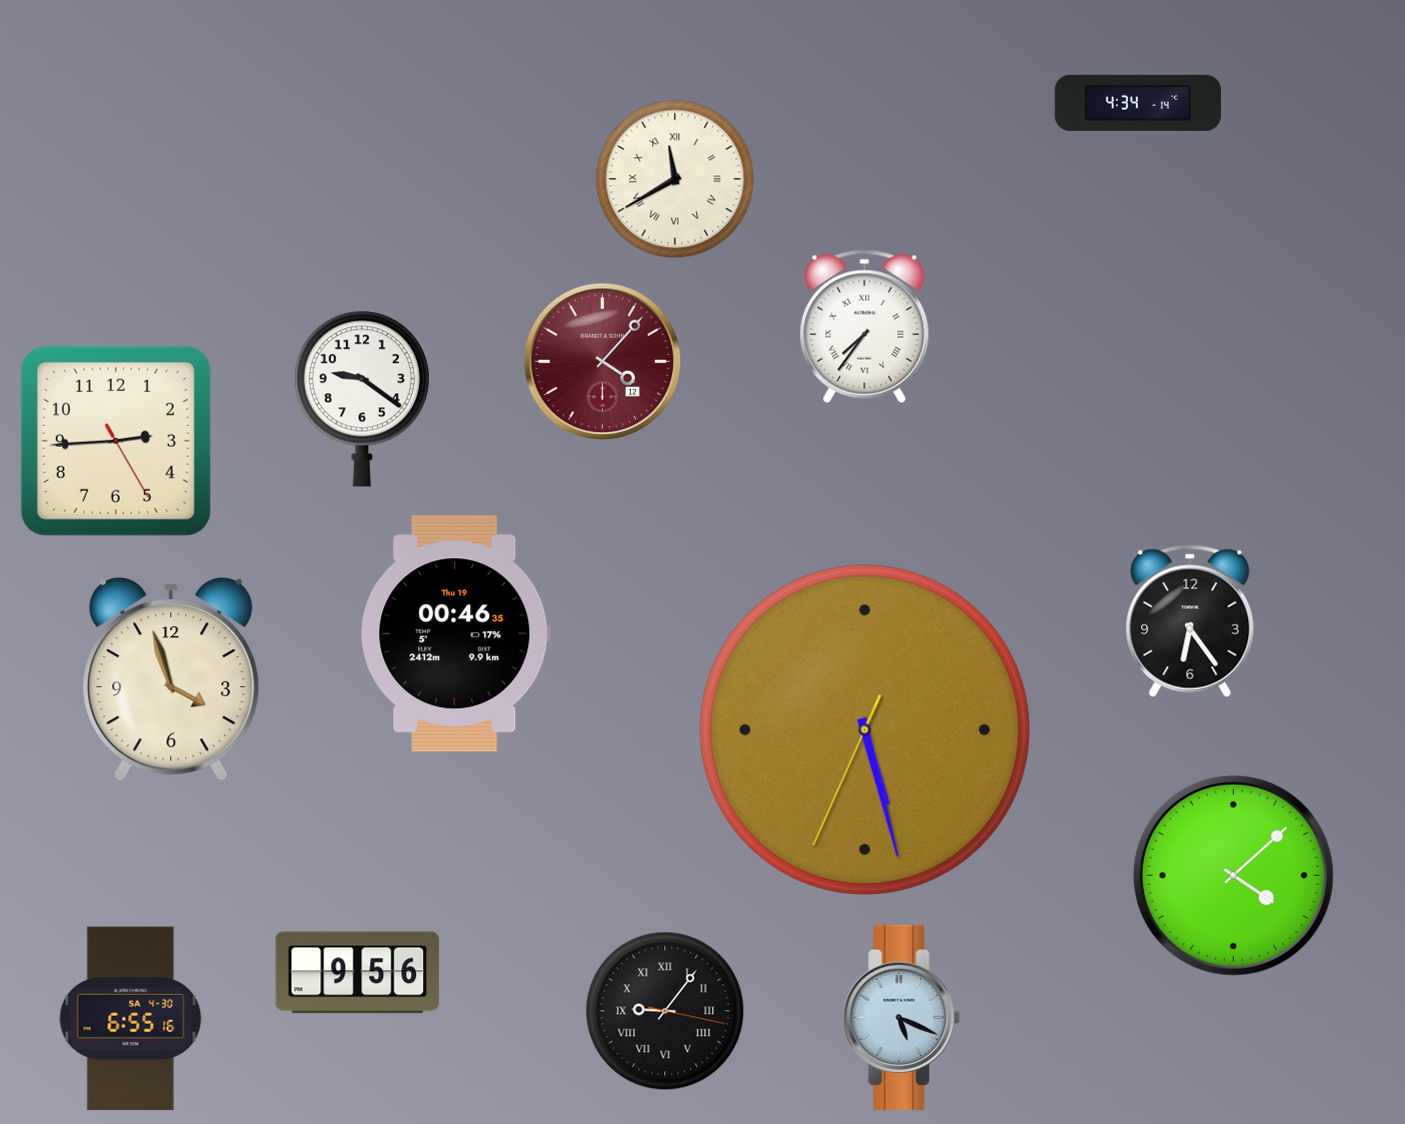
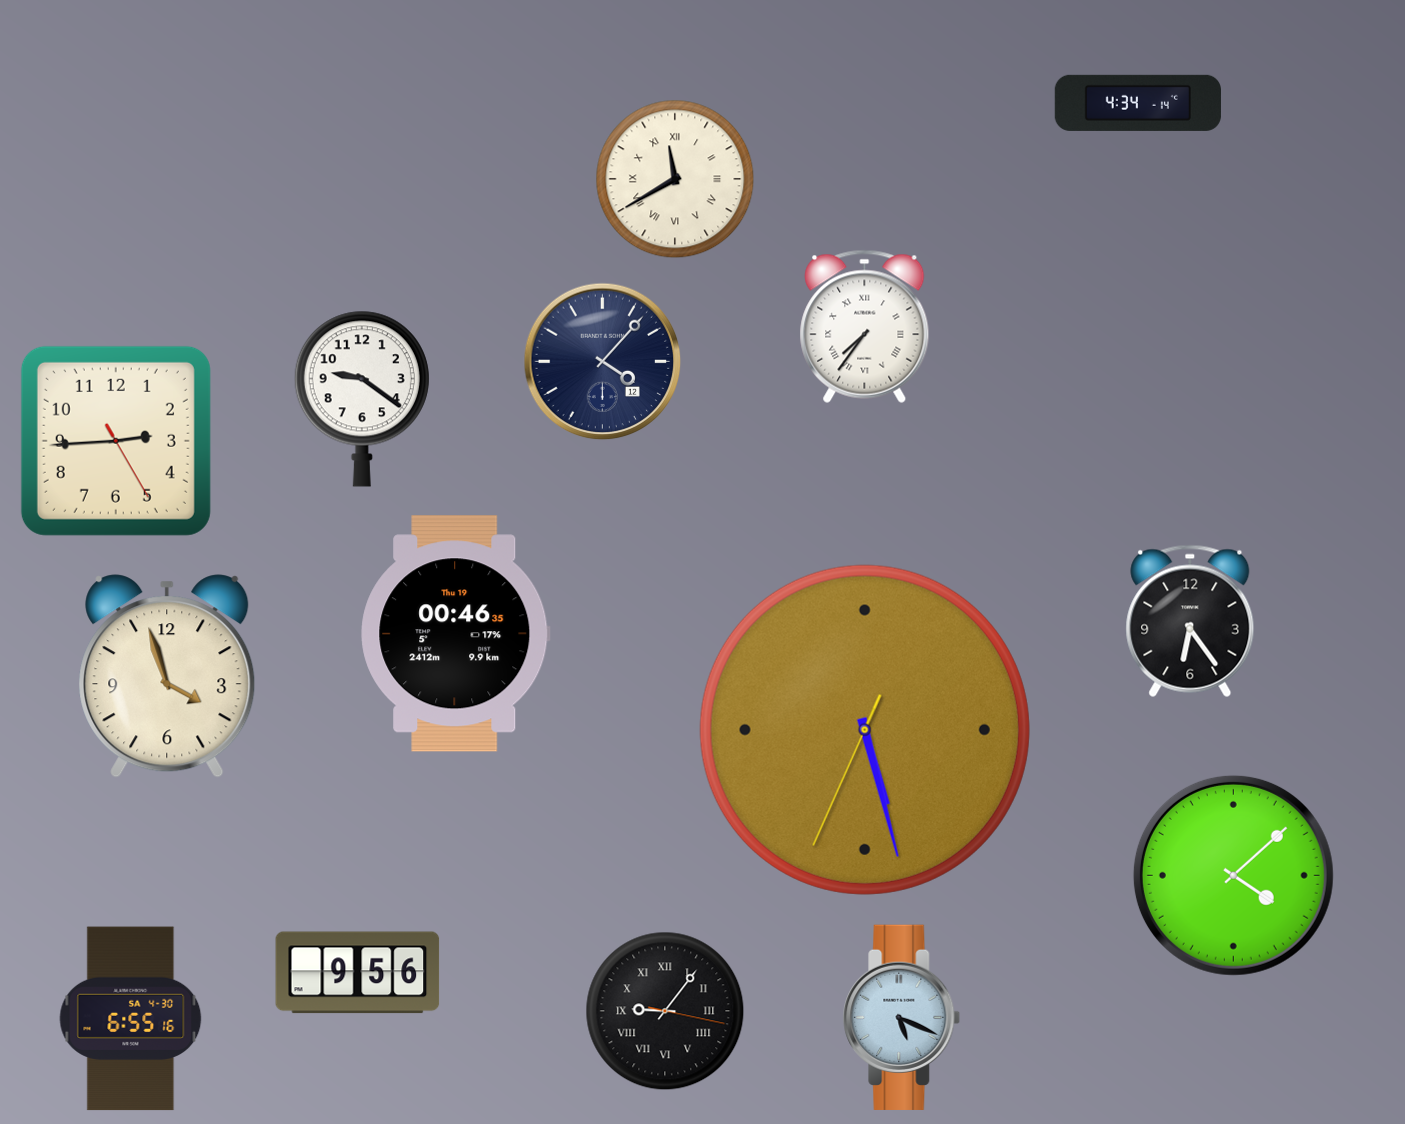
clock at (603, 362) dial: burgundy -> navy
clock at (171, 679) position: (171, 679) -> (167, 676)
